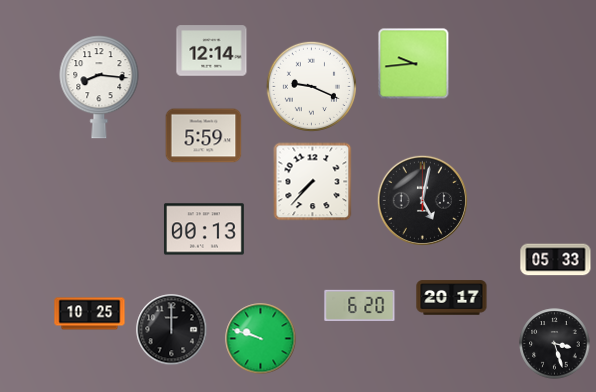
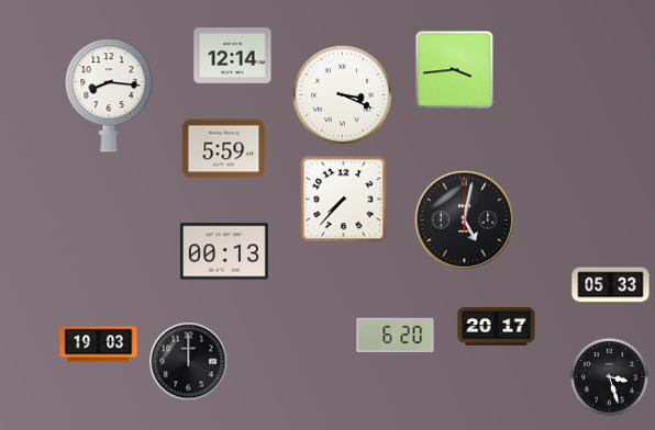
clock at (414, 64): 9:44 -> 3:44
clock at (311, 86): 9:19 -> 3:19
clock at (90, 314): 10:25 -> 19:03
clock at (261, 339): 9:48 -> none
